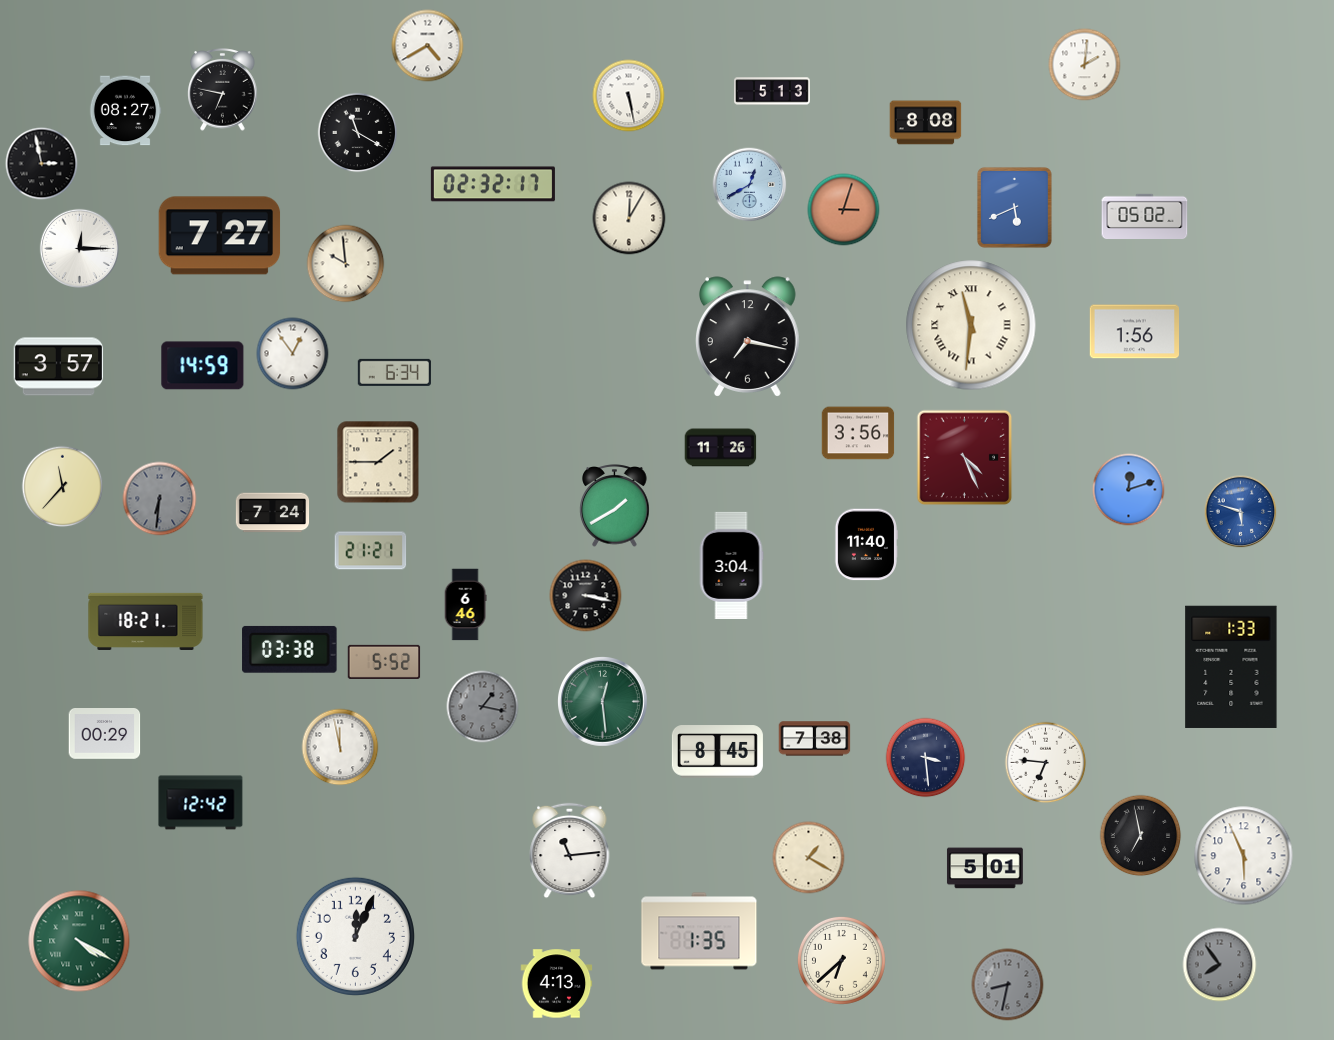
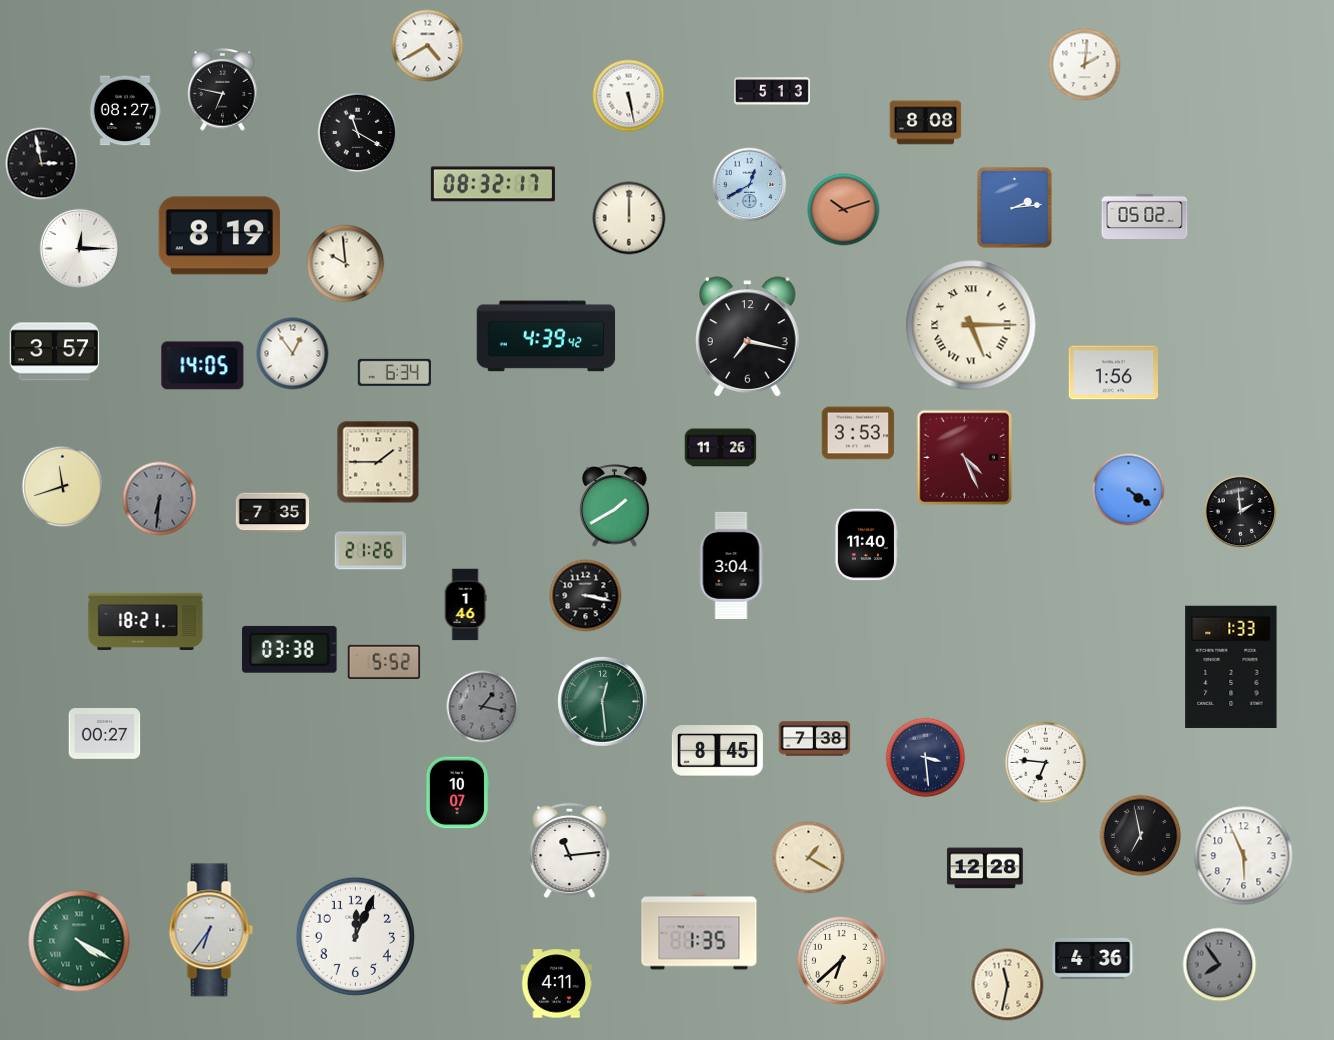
clock at (493, 184): 02:32 -> 08:32
clock at (1014, 207): 5:41 -> 2:14
clock at (844, 210): 3:03 -> 10:12
clock at (629, 218): 12:05 -> 12:00
clock at (220, 236): 7:27 -> 8:19
clock at (971, 325): 11:31 -> 5:15
clock at (1134, 332) position: (1134, 332) -> (1113, 373)
clock at (546, 336): none -> 4:39
clock at (203, 366): 14:59 -> 14:05
clock at (59, 367) position: (59, 367) -> (55, 352)
clock at (858, 433): 3:56 -> 3:53
clock at (63, 487): 11:37 -> 11:42
clock at (1129, 490): 12:12 -> 4:21
clock at (1241, 512): 5:48 -> 1:59
clock at (1241, 512) dial: blue -> black
clock at (273, 513): 7:24 -> 7:35
clock at (371, 551): 21:21 -> 21:26
clock at (465, 605): 6:46 -> 1:46
clock at (105, 734): 00:29 -> 00:27
clock at (340, 747): 11:58 -> none
clock at (457, 793): none -> 10:07
clock at (201, 803): 12:42 -> none
clock at (985, 868): 5:01 -> 12:28
clock at (211, 930): none -> 6:36
clock at (1093, 958): none -> 4:36
clock at (557, 984): 4:13 -> 4:11
clock at (1008, 985): 8:32 -> 11:32
clock at (1008, 985) dial: grey -> cream
